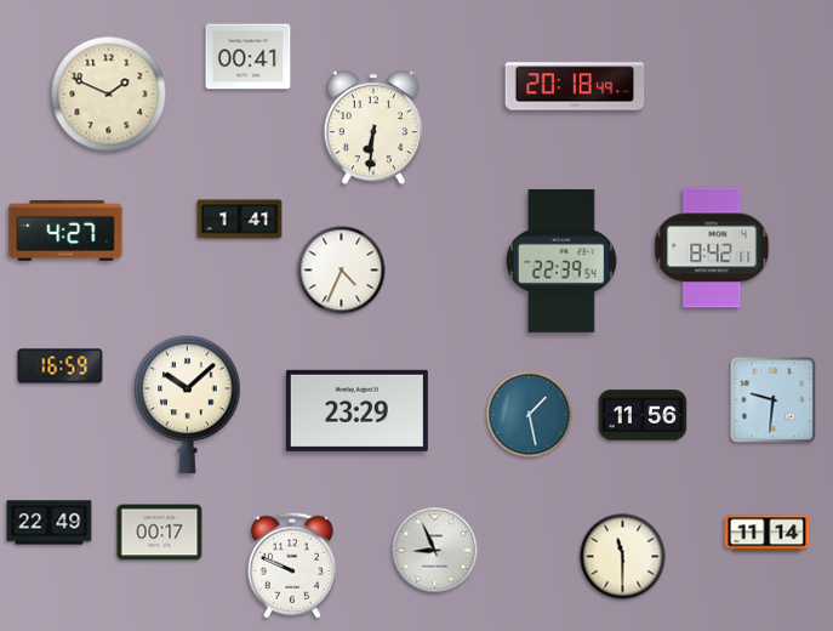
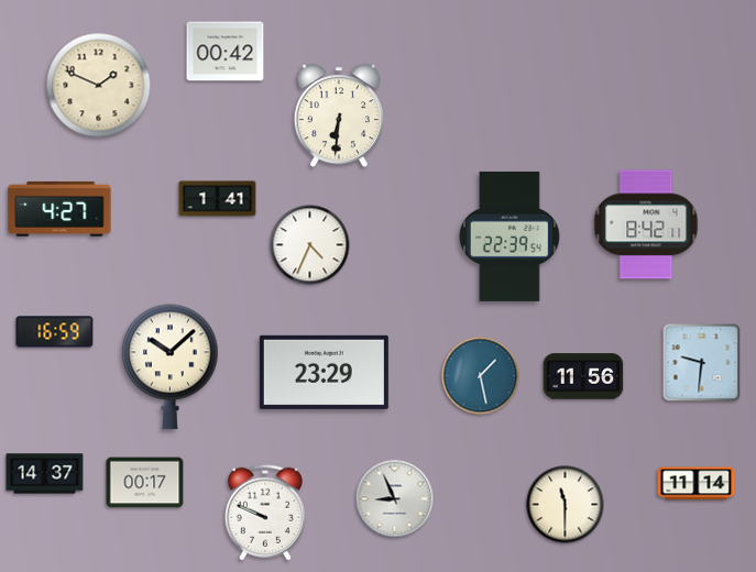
clock at (249, 57): 00:41 -> 00:42
clock at (575, 86): 20:18 -> none
clock at (50, 523): 22:49 -> 14:37
